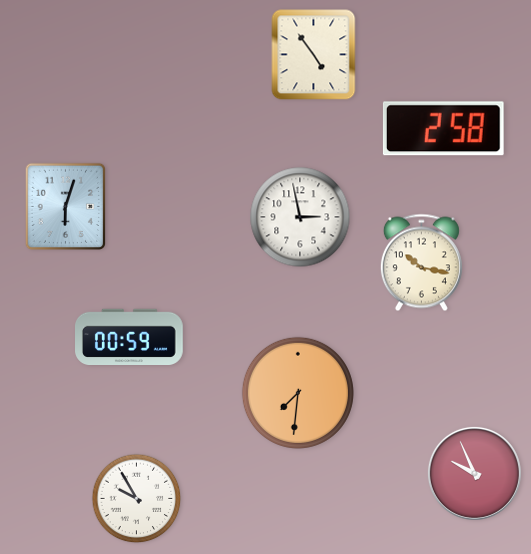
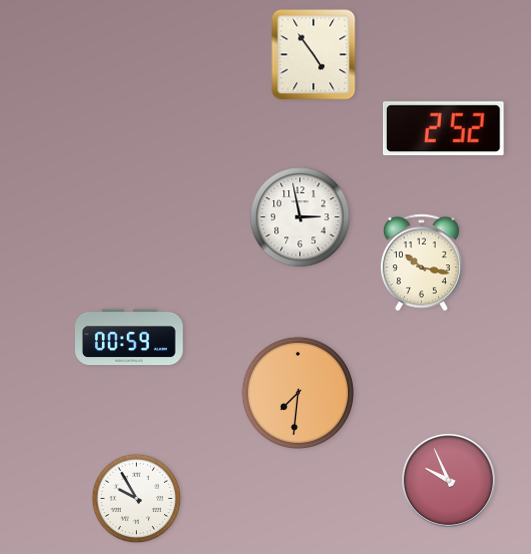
clock at (443, 129): 2:58 -> 2:52
clock at (65, 206): 6:03 -> none
clock at (474, 473) position: (474, 473) -> (448, 480)
